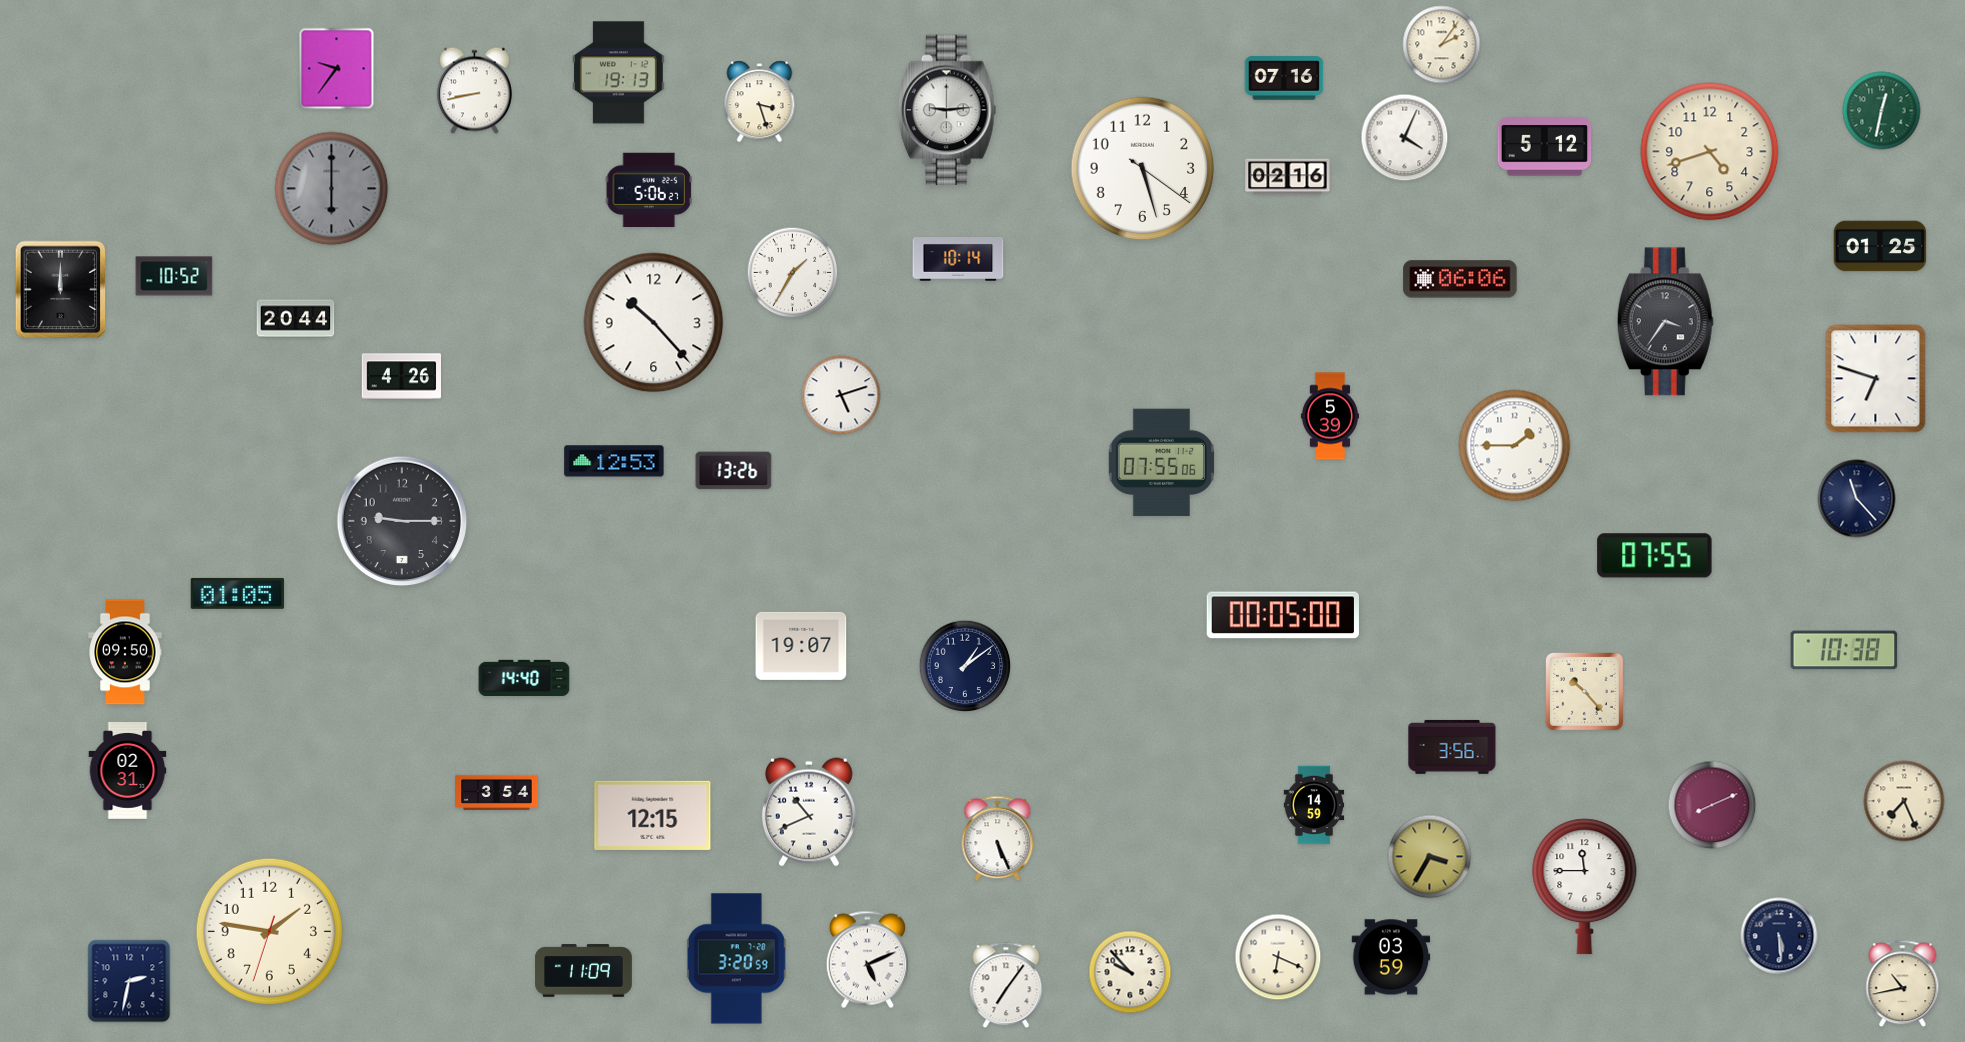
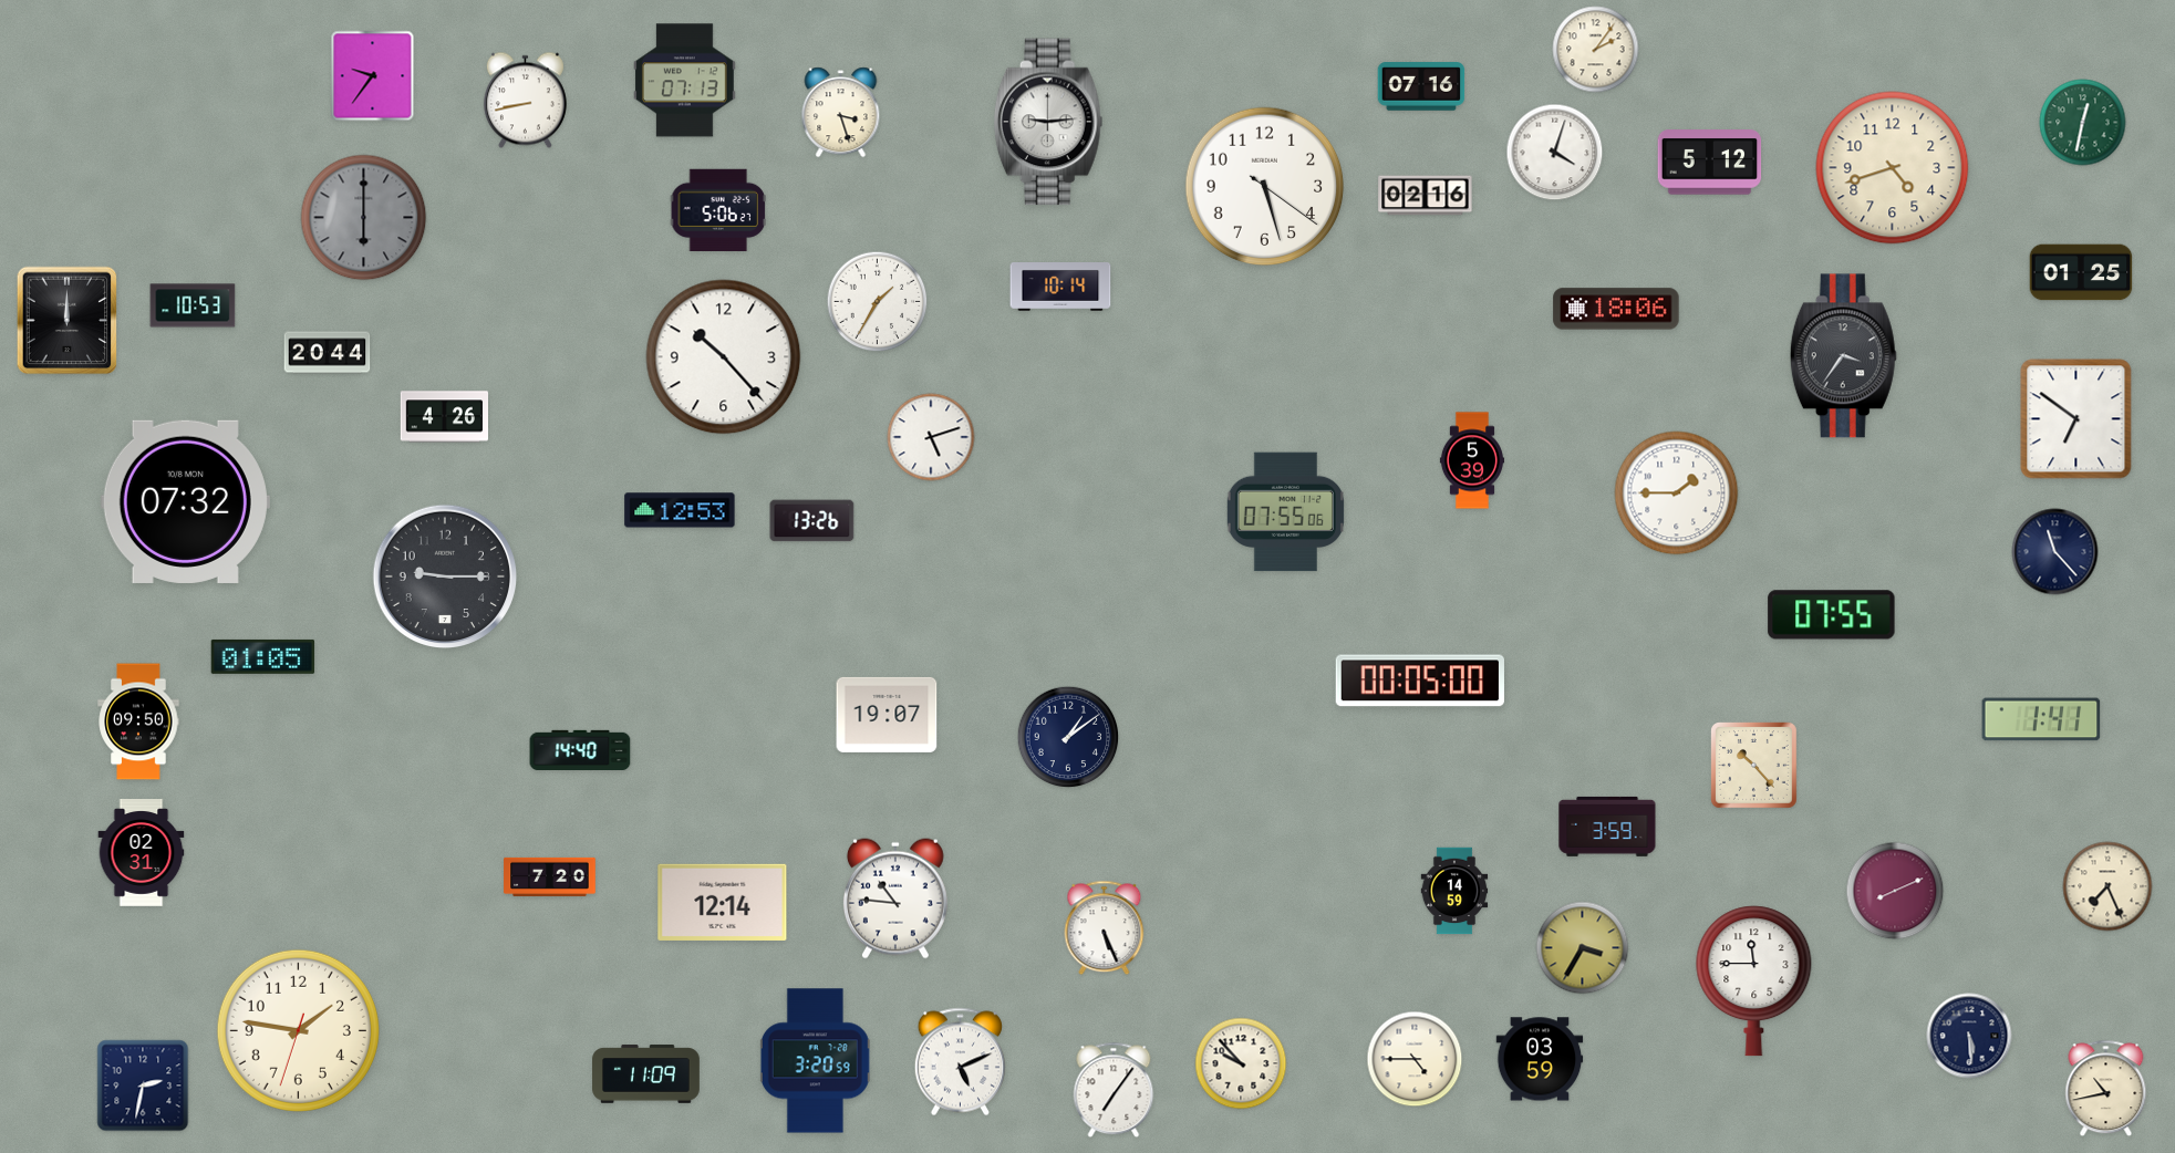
clock at (618, 73): 19:13 -> 07:13
clock at (1405, 138): 4:04 -> 4:03
clock at (332, 189) position: (332, 189) -> (364, 218)
clock at (174, 276): 10:52 -> 10:53
clock at (1460, 279): 06:06 -> 18:06
clock at (1876, 379): 6:48 -> 6:51
clock at (185, 501): none -> 07:32
clock at (1844, 650): 10:38 -> 1:41
clock at (1452, 747): 3:56 -> 3:59
clock at (497, 792): 3:54 -> 7:20
clock at (809, 812): 10:41 -> 10:46
clock at (653, 815): 12:15 -> 12:14
clock at (1278, 957): 6:19 -> 4:45
clock at (1130, 972) position: (1130, 972) -> (1241, 1063)
